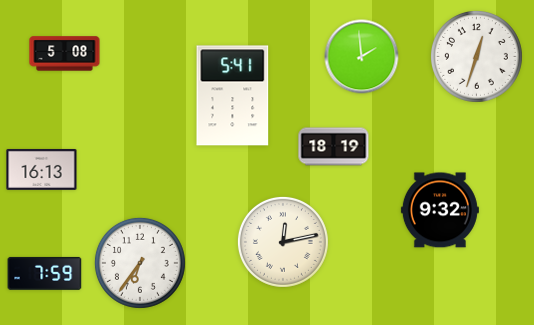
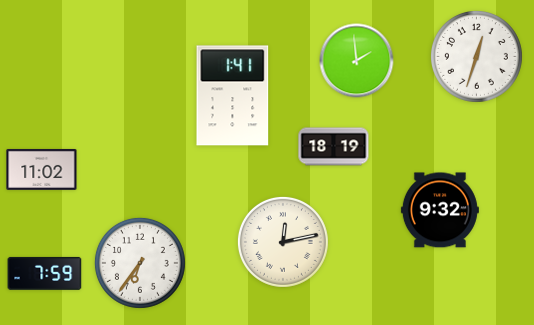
clock at (65, 54): 5:08 -> none
clock at (362, 57) position: (362, 57) -> (357, 61)
clock at (233, 96): 5:41 -> 1:41
clock at (42, 169): 16:13 -> 11:02
